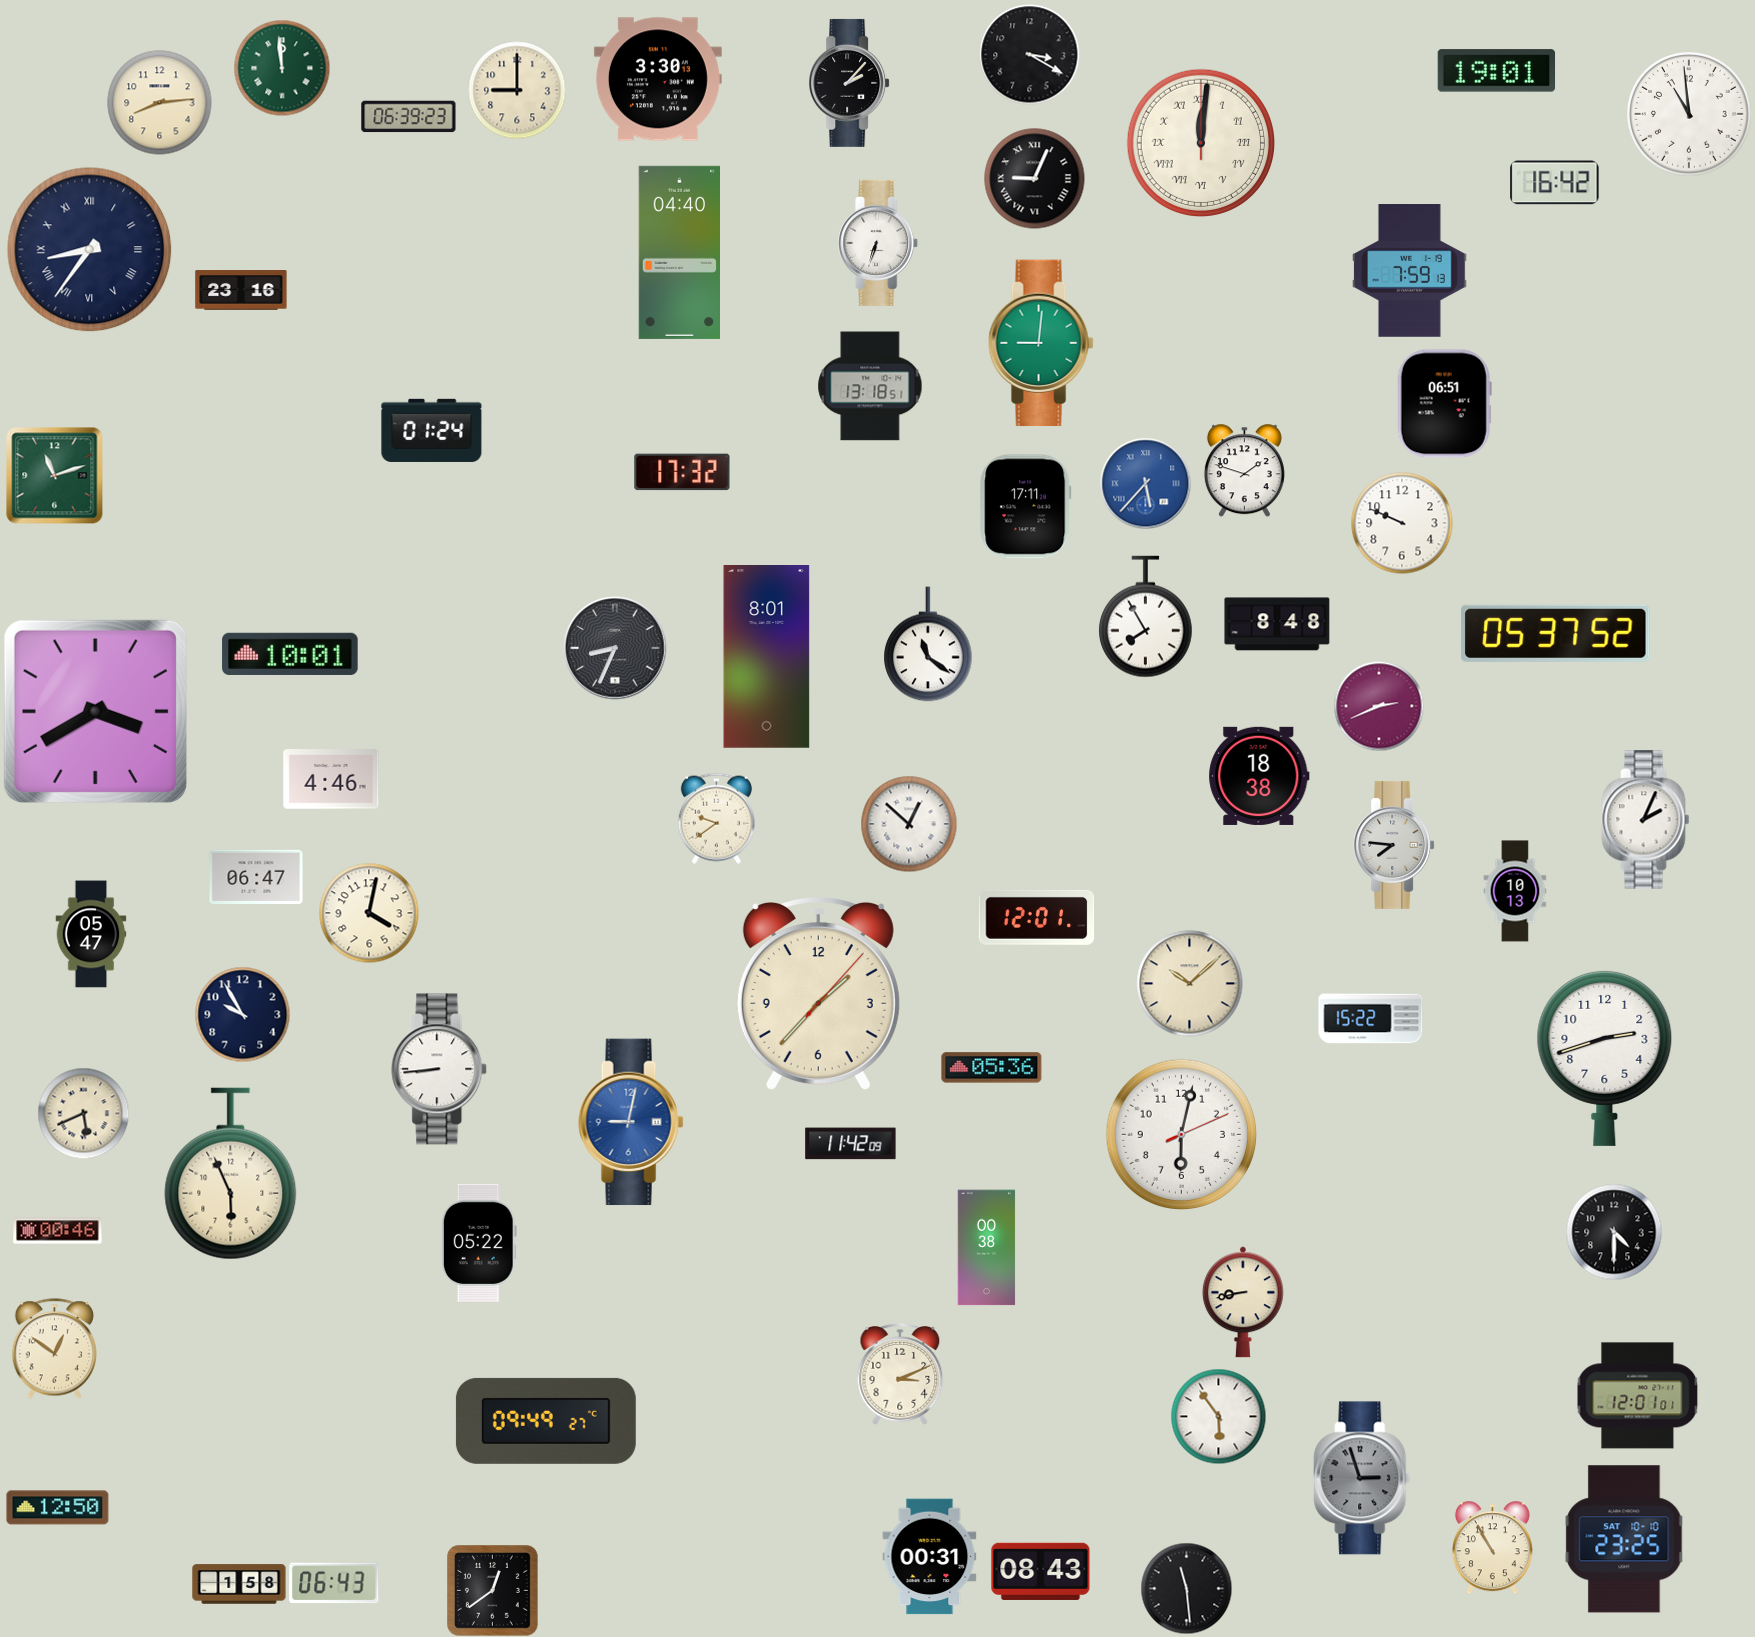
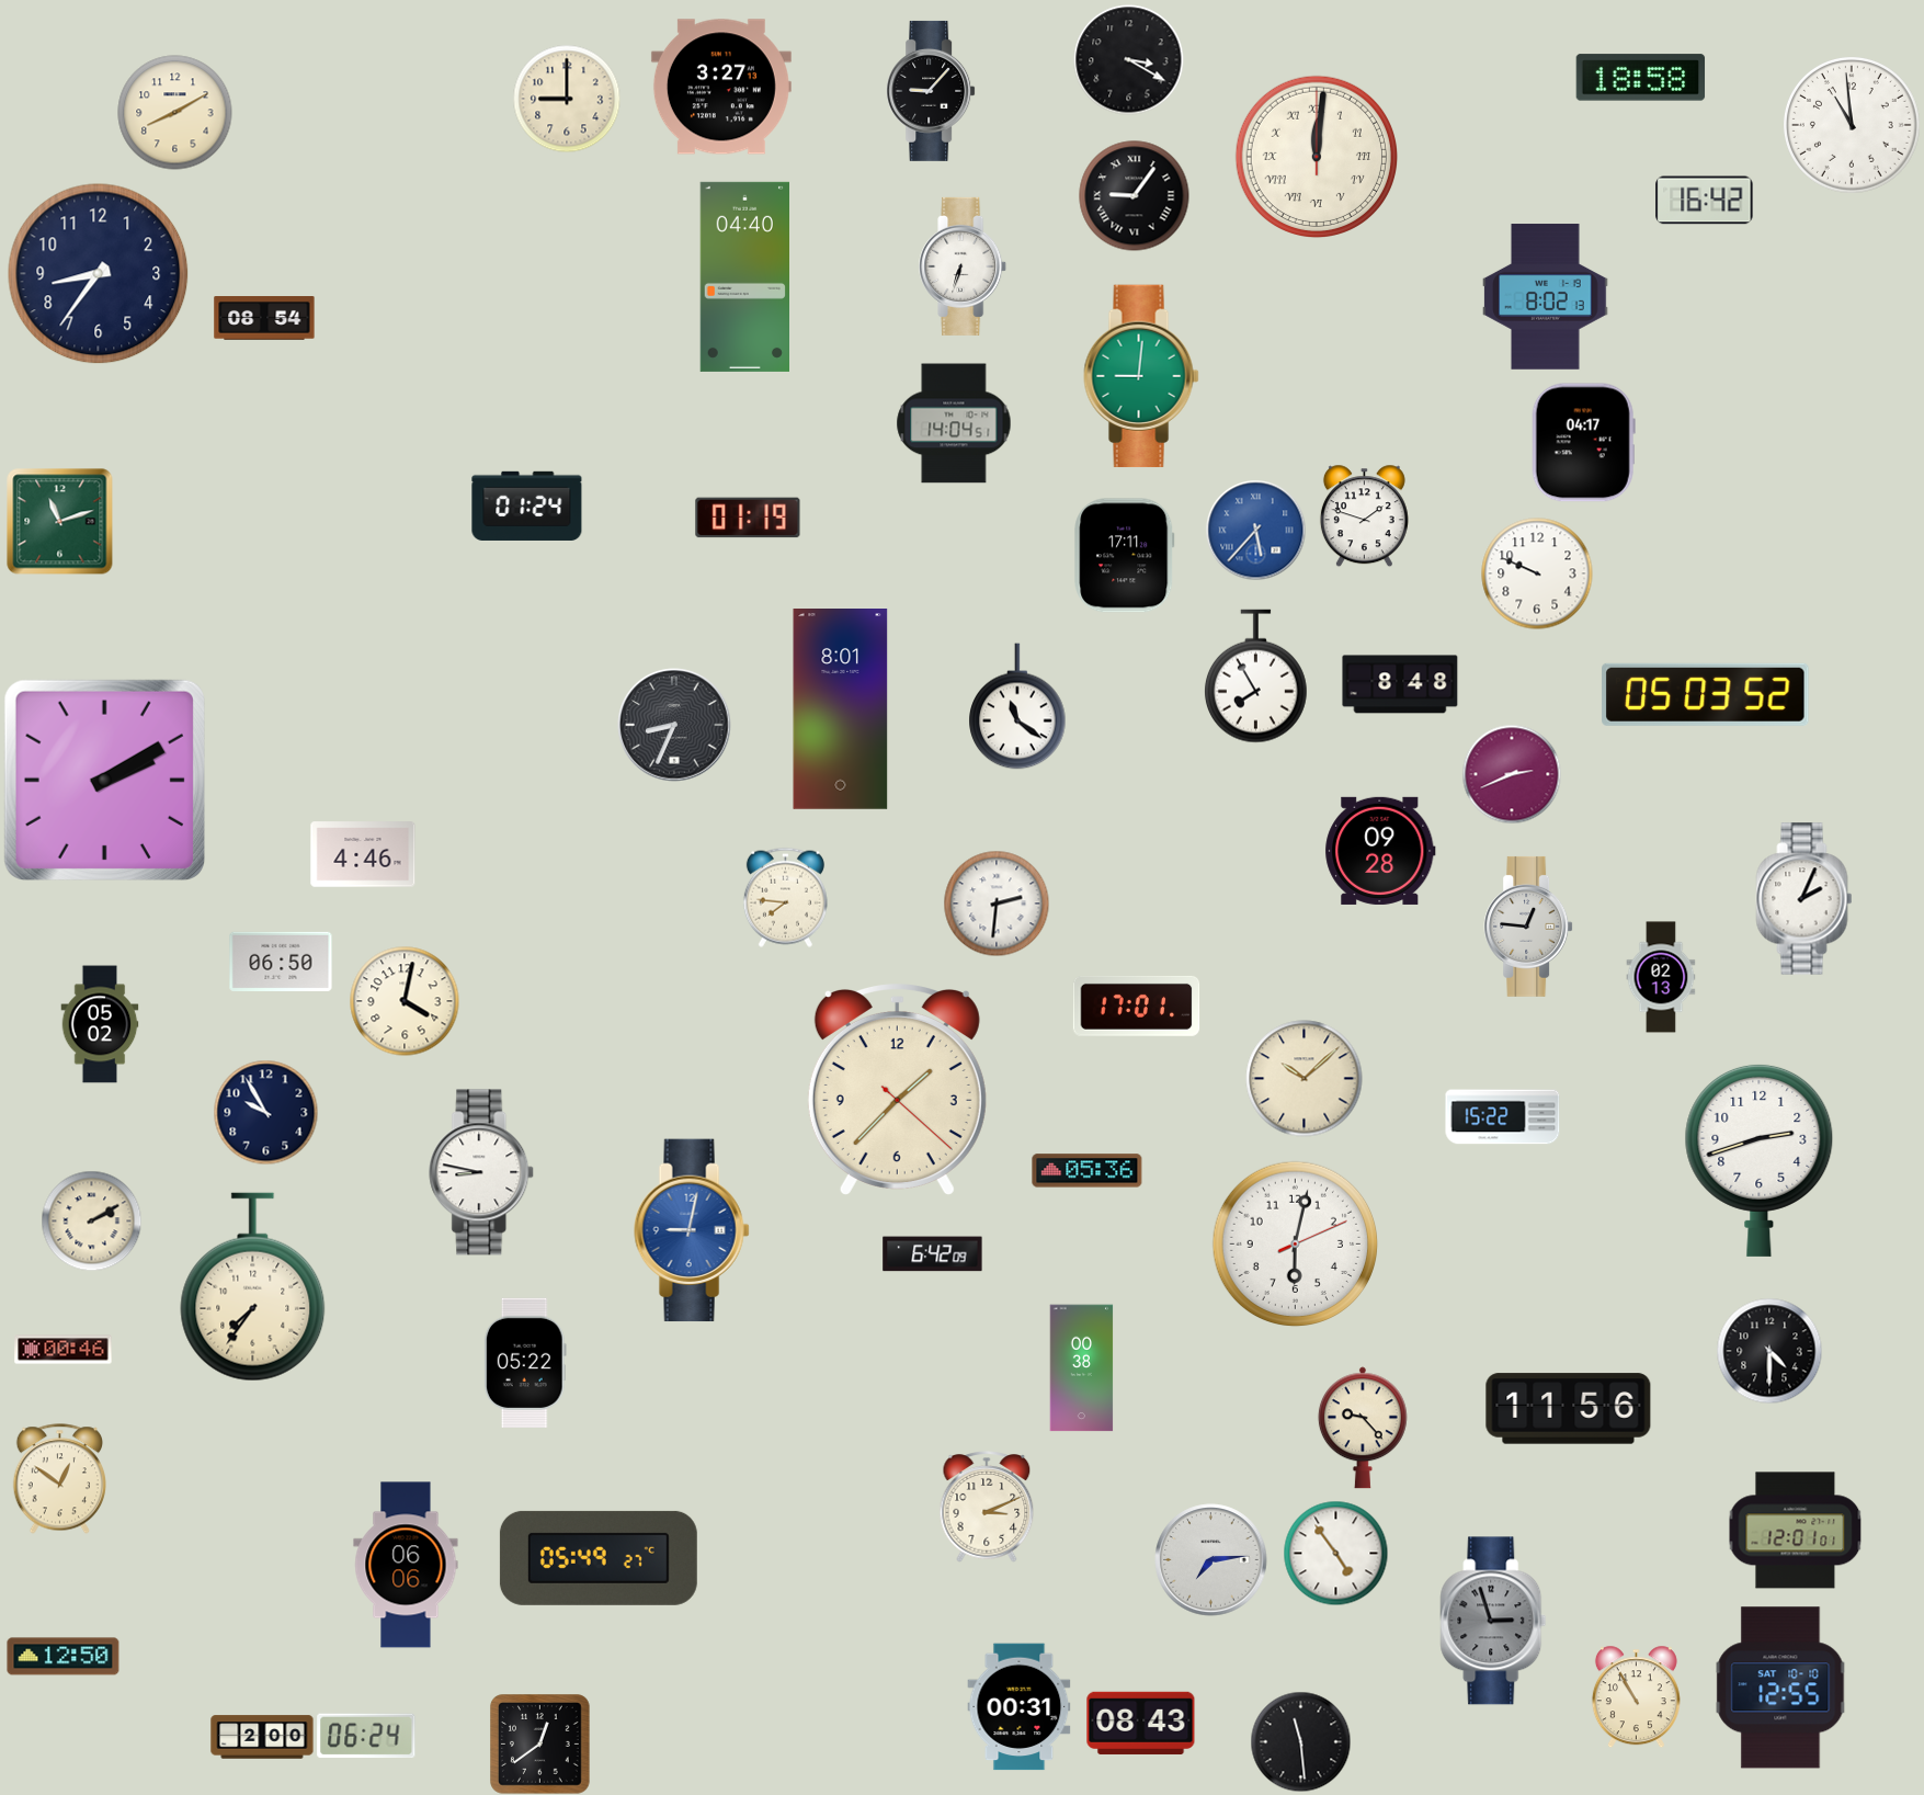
clock at (282, 68): 11:59 -> none
clock at (1497, 71): 19:01 -> 18:58
clock at (658, 79): 3:30 -> 3:27
clock at (849, 83): 2:07 -> 9:07
clock at (160, 103): 8:14 -> 8:10
clock at (409, 117): 06:39 -> none
clock at (1035, 179): 9:04 -> 9:06
clock at (90, 250) numerals: Roman -> Arabic
clock at (1410, 271): 7:59 -> 8:02
clock at (241, 290): 23:16 -> 08:54
clock at (870, 386): 13:18 -> 14:04
clock at (1444, 404): 06:51 -> 04:17
clock at (432, 430) position: (432, 430) -> (527, 505)
clock at (682, 472): 17:32 -> 01:19
clock at (1556, 633): 05:37 -> 05:03
clock at (615, 648) position: (615, 648) -> (674, 725)
clock at (290, 654): 10:01 -> none
clock at (767, 657) position: (767, 657) -> (841, 709)
clock at (95, 711): 3:40 -> 2:10
clock at (1259, 776): 18:38 -> 09:28
clock at (716, 818): 9:39 -> 7:46
clock at (909, 824): 12:52 -> 2:31
clock at (1394, 845): 7:46 -> 12:46
clock at (256, 877): 06:47 -> 06:50
clock at (1515, 891): 10:13 -> 02:13
clock at (1037, 917): 12:01 -> 17:01
clock at (91, 934): 05:47 -> 05:02
clock at (818, 994): 1:37:07 -> 1:37:22
clock at (440, 1069): 8:44 -> 8:47
clock at (83, 1113): 5:41 -> 2:10
clock at (851, 1144): 11:42 -> 6:42
clock at (231, 1174): 5:56 -> 7:36
clock at (1569, 1409): none -> 11:56
clock at (1243, 1302): 8:43 -> 9:23
clock at (1218, 1416): 5:54 -> 4:54
clock at (546, 1421): 09:49 -> 05:49
clock at (1211, 1560): none -> 7:14
clock at (406, 1565): none -> 06:06
clock at (58, 1508) position: (58, 1508) -> (64, 1657)
clock at (1624, 1539): 23:25 -> 12:55
clock at (334, 1583): 06:43 -> 06:24
clock at (239, 1584): 1:58 -> 2:00
